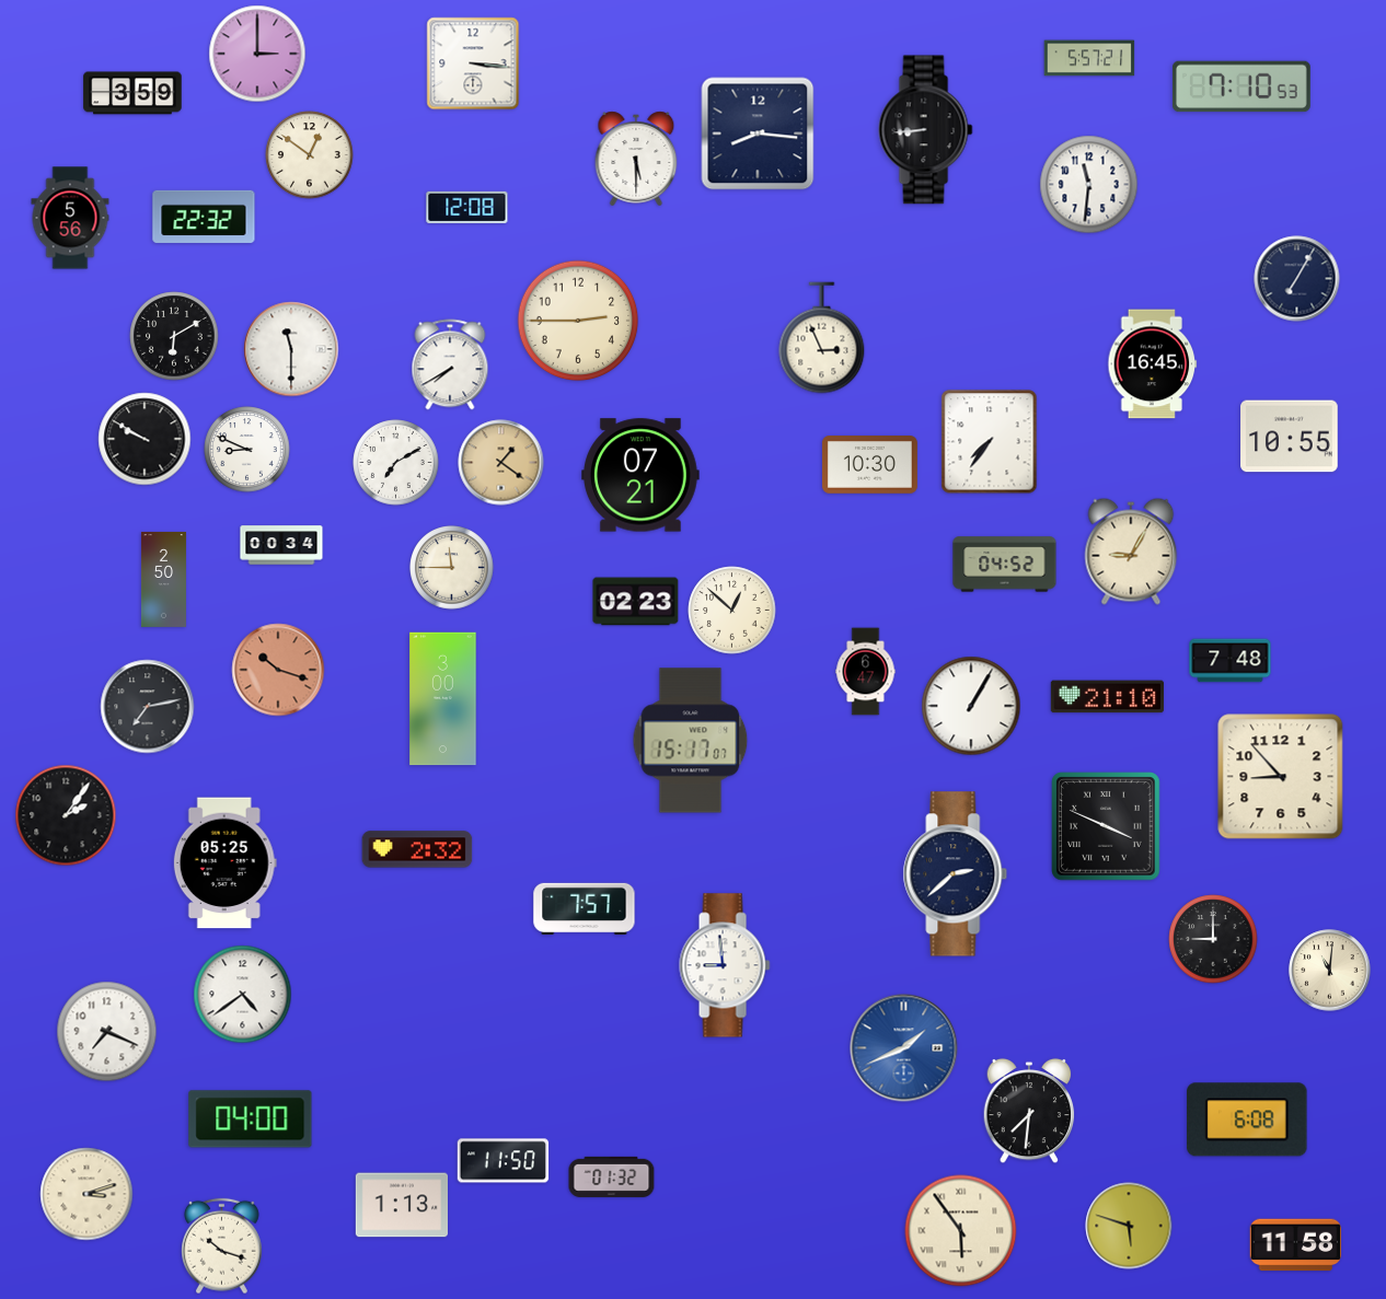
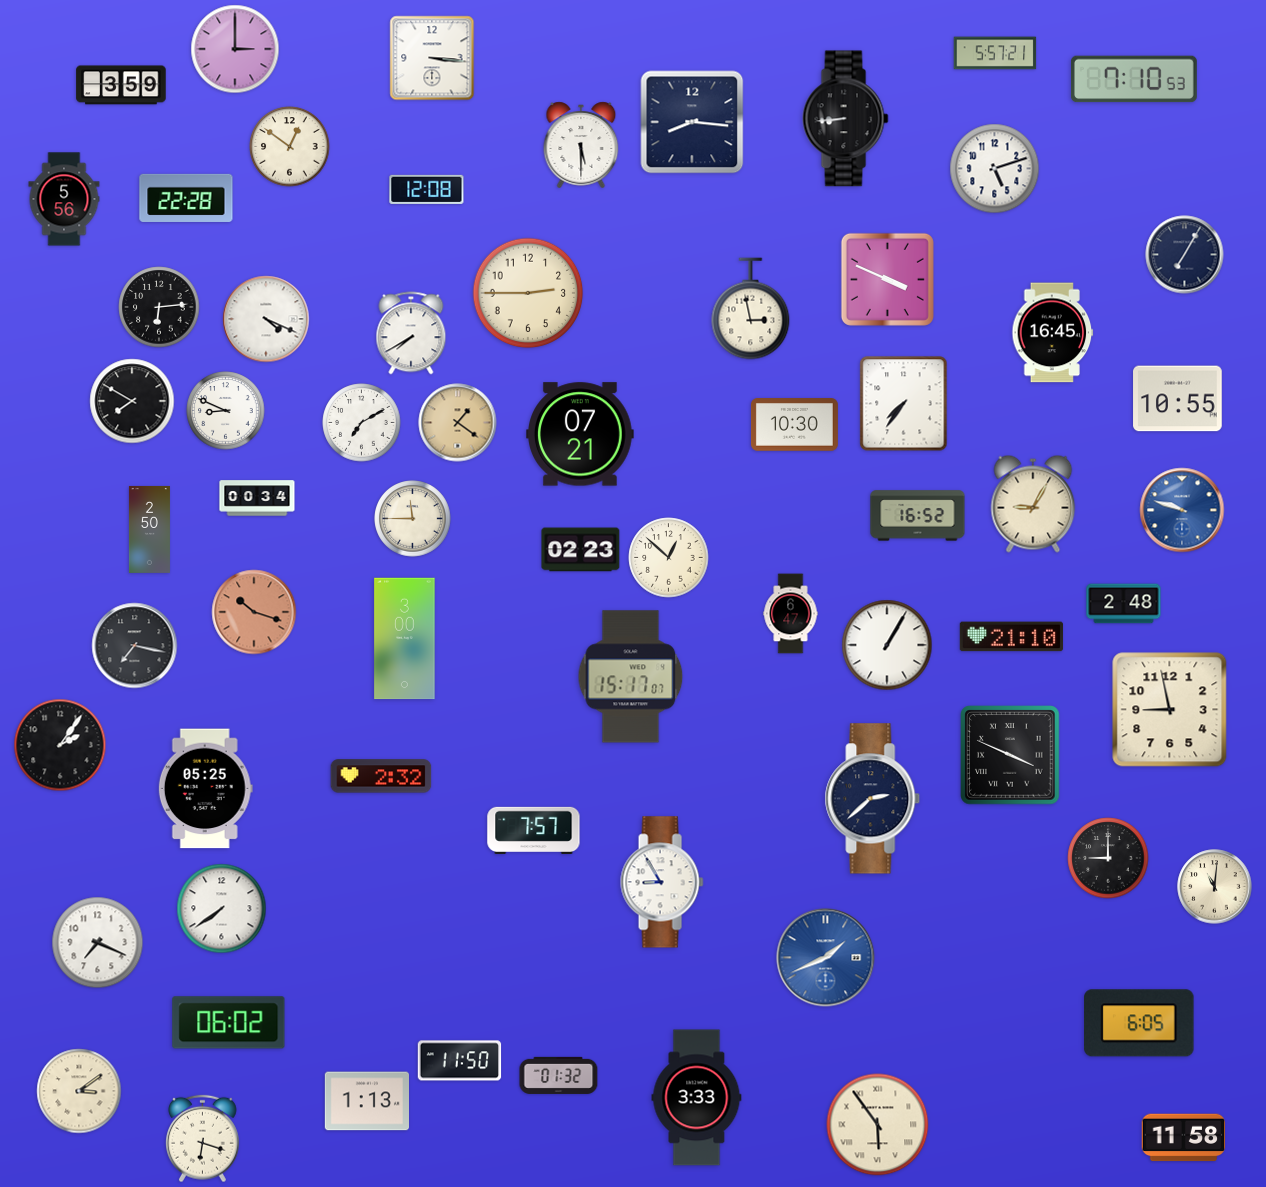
clock at (310, 155) position: (310, 155) -> (290, 147)
clock at (1089, 185): 11:31 -> 5:12
clock at (204, 217): 22:32 -> 22:28
clock at (887, 279): none -> 3:49
clock at (174, 336): 6:10 -> 6:14
clock at (822, 338): 2:56 -> 2:58
clock at (291, 349): 11:30 -> 4:19
clock at (145, 439): 9:50 -> 7:50
clock at (642, 475) position: (642, 475) -> (581, 434)
clock at (1182, 510): none -> 9:48
clock at (1005, 565): 04:52 -> 16:52
clock at (1231, 661): 7:48 -> 2:48
clock at (148, 707): 7:13 -> 7:17
clock at (1281, 777): 8:53 -> 8:58
clock at (725, 965): 8:59 -> 8:55
clock at (243, 995): 4:39 -> 7:39
clock at (1029, 1111): 7:31 -> none
clock at (251, 1120): 04:00 -> 06:02
clock at (1247, 1120): 6:08 -> 6:05
clock at (86, 1194): 3:12 -> 3:09
clock at (697, 1098): none -> 3:33
clock at (1129, 1226): 5:48 -> none
clock at (222, 1246): 10:18 -> 6:18
